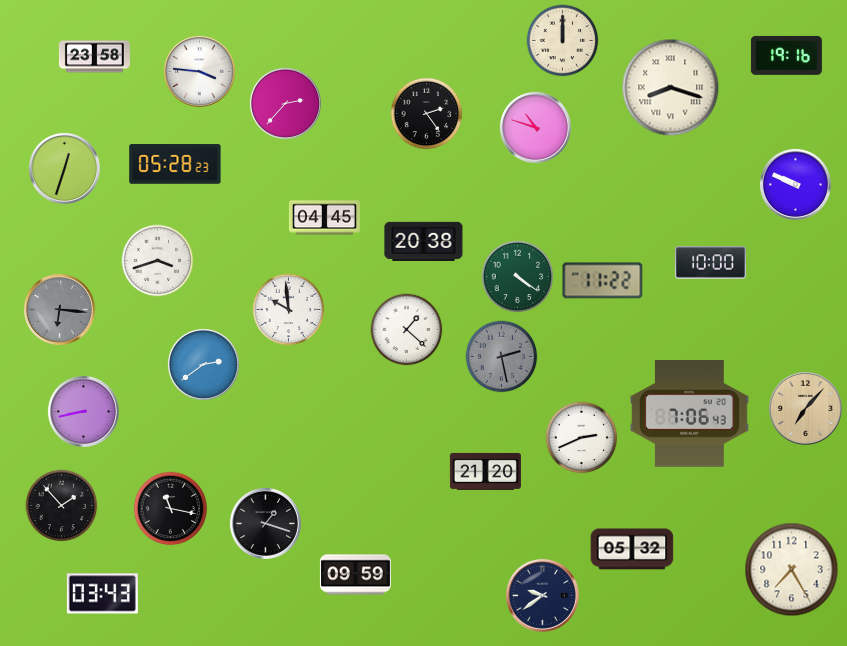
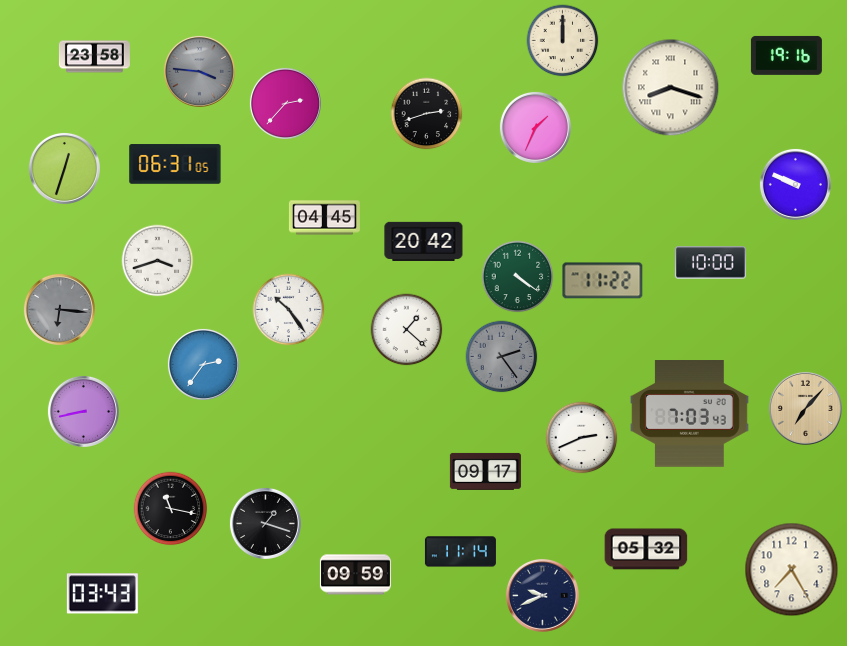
clock at (199, 71) dial: white -> grey
clock at (427, 114): 2:24 -> 2:42
clock at (535, 127): 10:48 -> 1:34
clock at (175, 164): 05:28 -> 06:31
clock at (424, 241): 20:38 -> 20:42
clock at (289, 310): 9:59 -> 10:24
clock at (502, 357): 2:28 -> 2:24
clock at (203, 364): 2:39 -> 2:36
clock at (689, 414): 7:06 -> 7:03
clock at (485, 471): 21:20 -> 09:17
clock at (62, 506): 1:53 -> none
clock at (632, 549) position: (632, 549) -> (646, 549)
clock at (460, 552): none -> 11:14
clock at (542, 595): 9:39 -> 9:41
